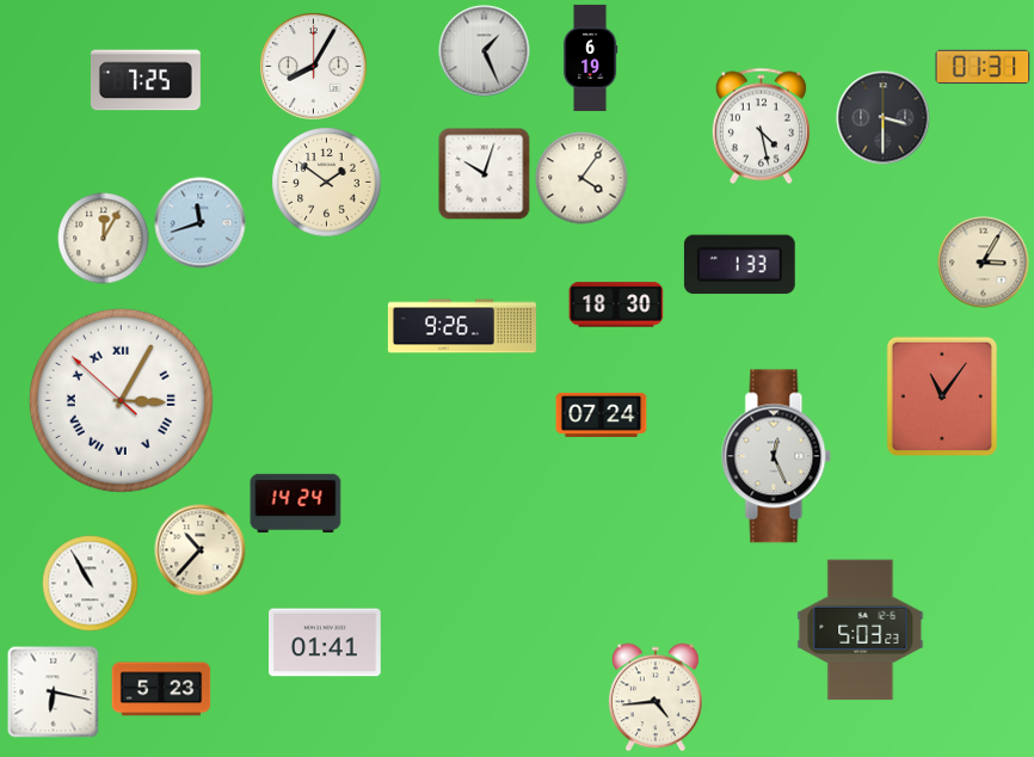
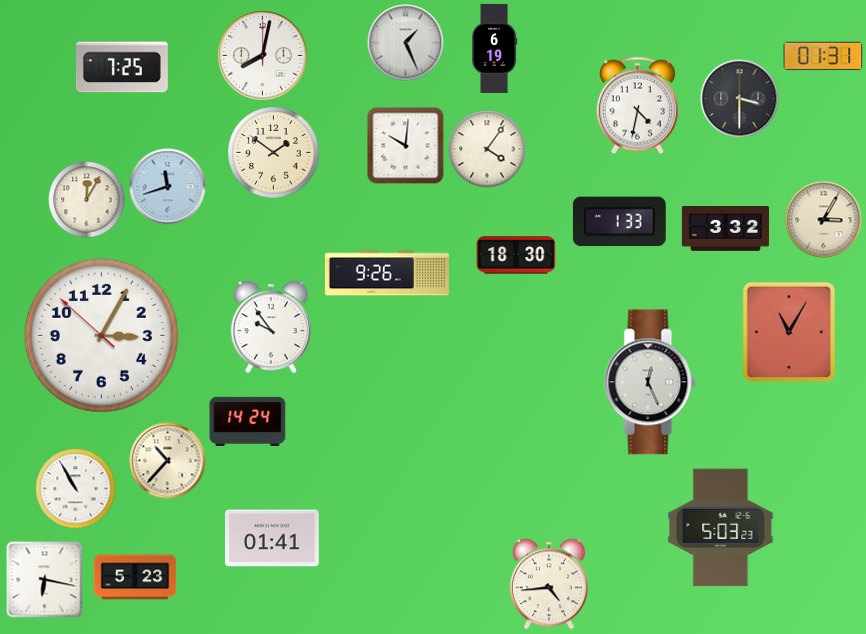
clock at (314, 67): 8:05 -> 8:02
clock at (761, 127): 4:28 -> 4:32
clock at (485, 174): 10:03 -> 10:01
clock at (725, 229): none -> 3:32
clock at (271, 327): none -> 9:54
clock at (942, 396): 11:06 -> 11:05
clock at (121, 400) numerals: Roman -> Arabic
clock at (602, 414): 07:24 -> none
